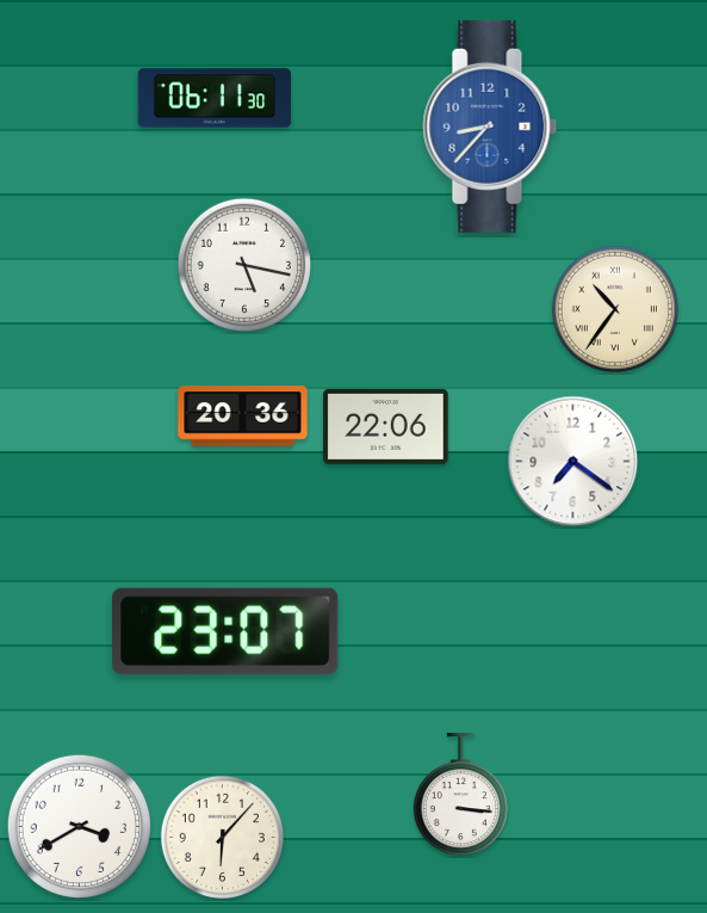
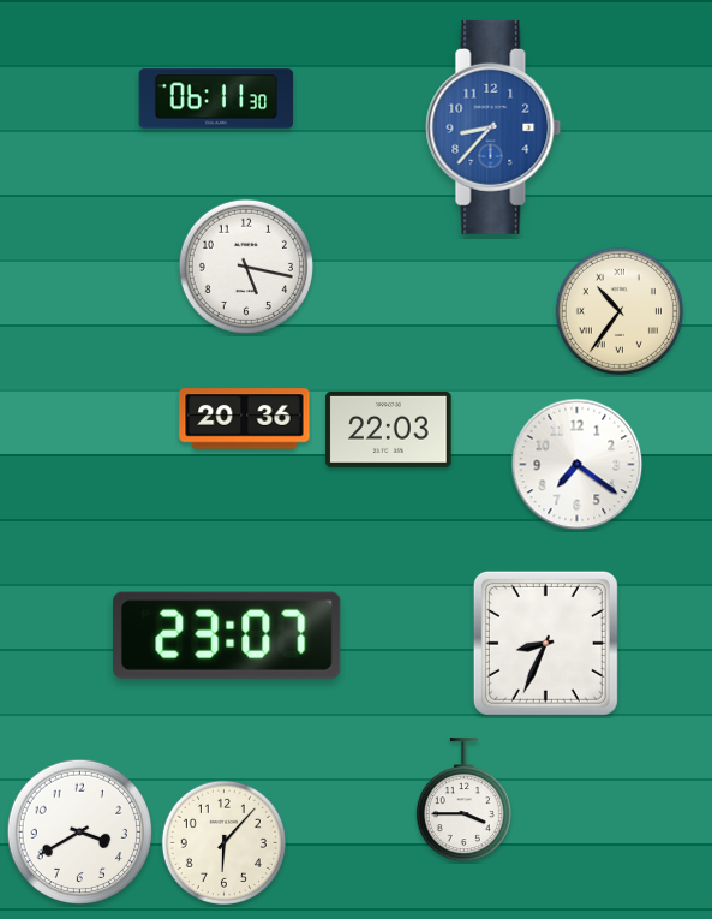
clock at (386, 426): 22:06 -> 22:03
clock at (545, 643): none -> 8:34
clock at (460, 795): 3:16 -> 3:45
